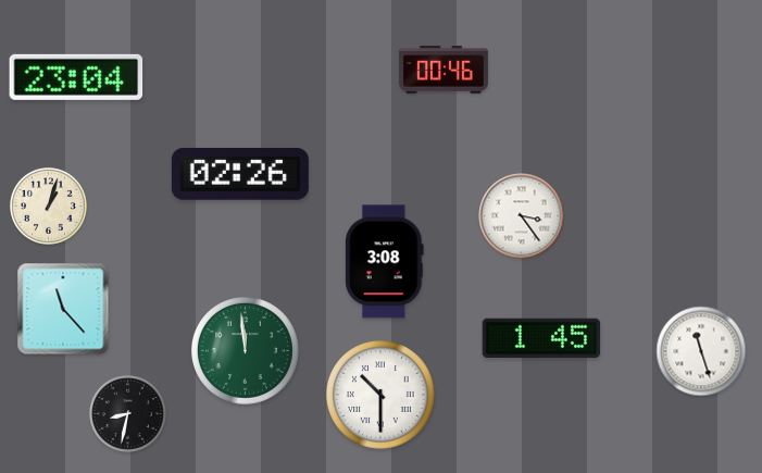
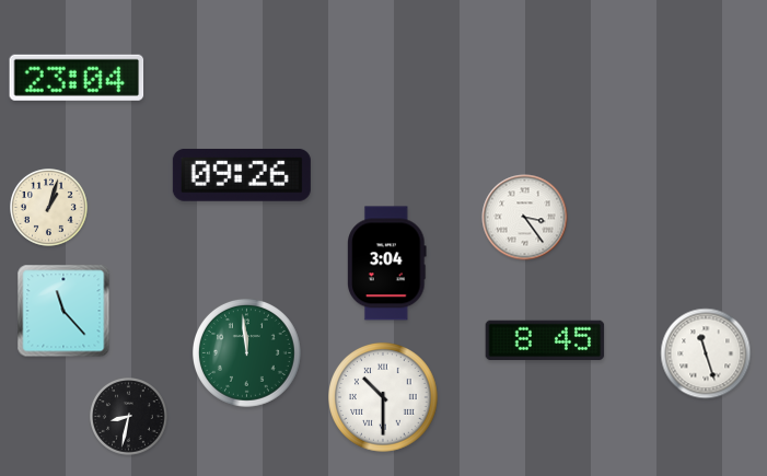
clock at (444, 71): 00:46 -> none
clock at (240, 174): 02:26 -> 09:26
clock at (385, 262): 3:08 -> 3:04
clock at (541, 338): 1:45 -> 8:45
